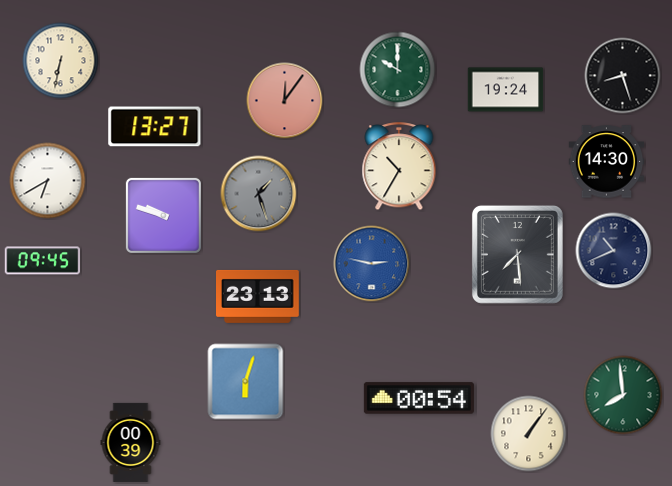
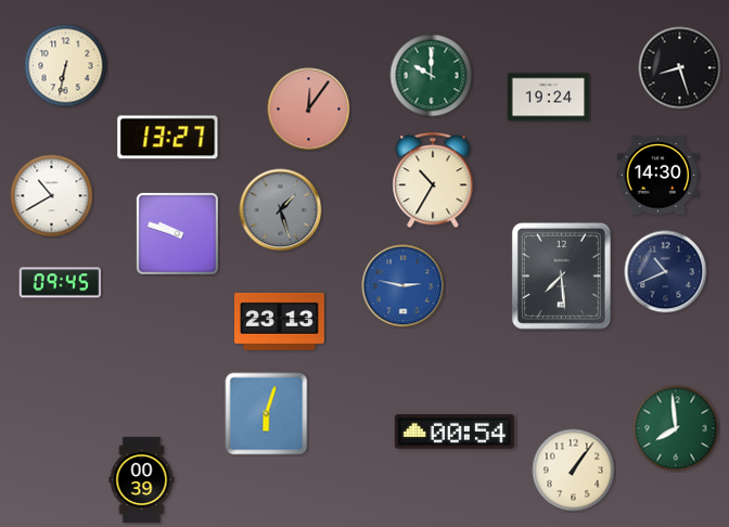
clock at (623, 76) position: (623, 76) -> (680, 68)
clock at (48, 181): 6:40 -> 10:40
clock at (43, 261) position: (43, 261) -> (61, 283)
